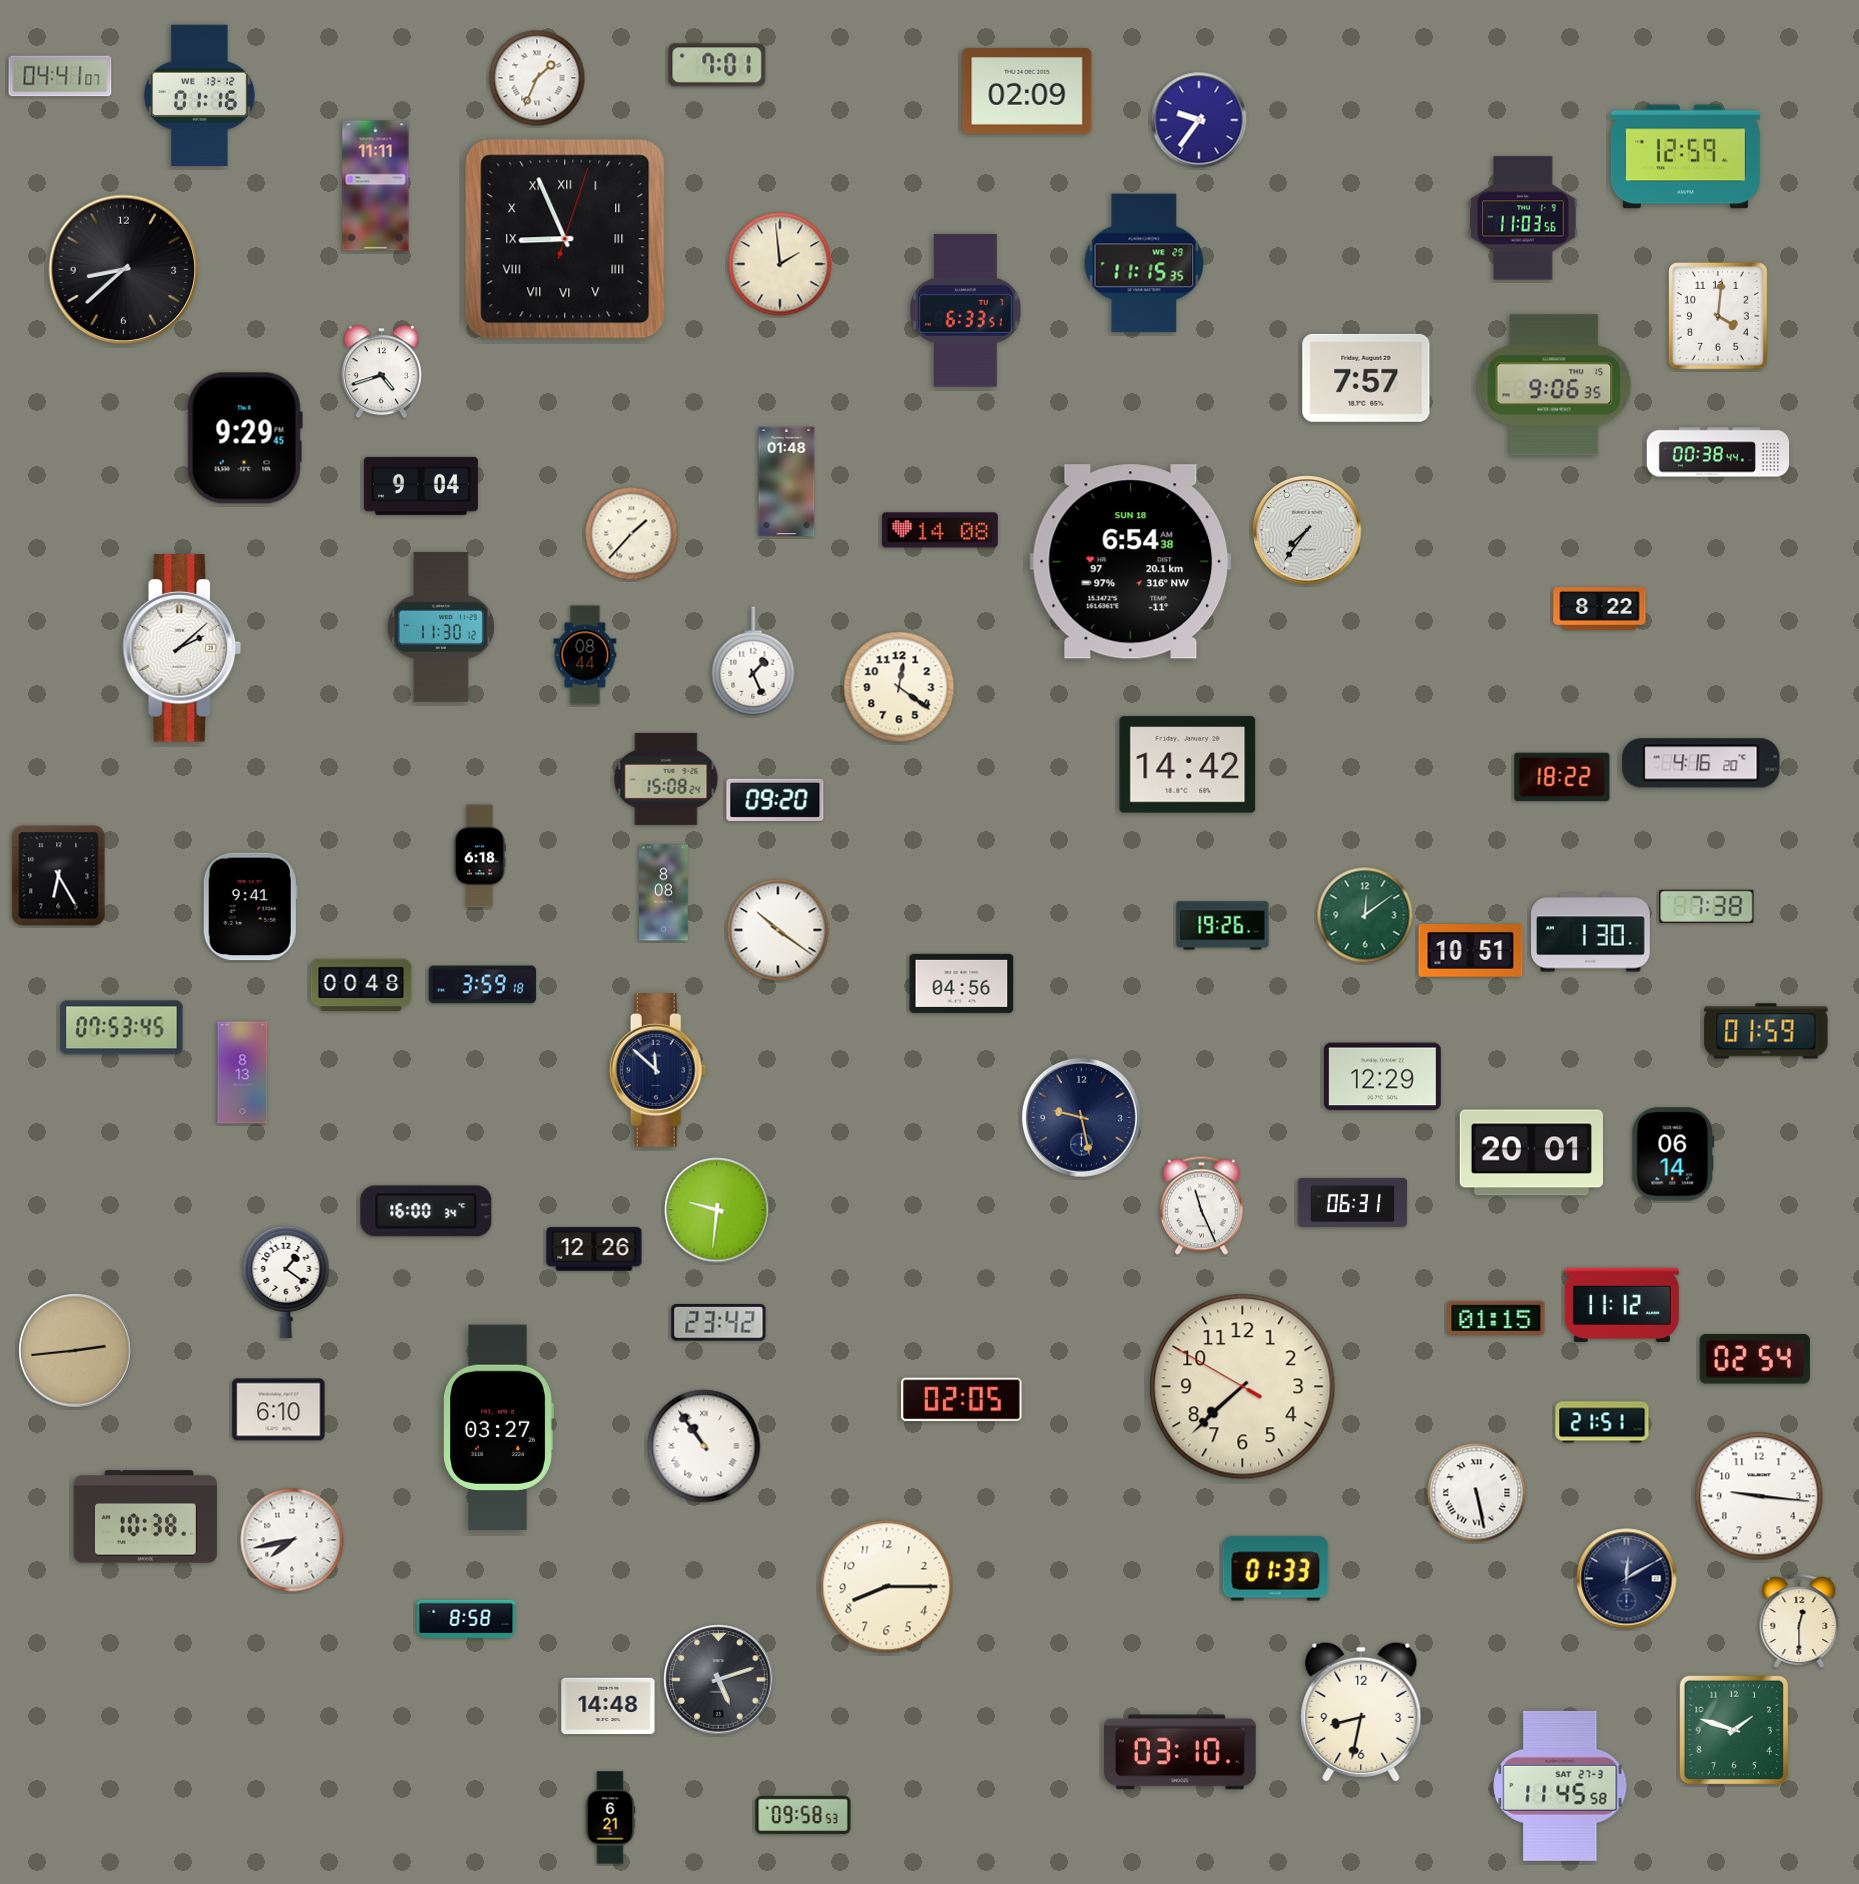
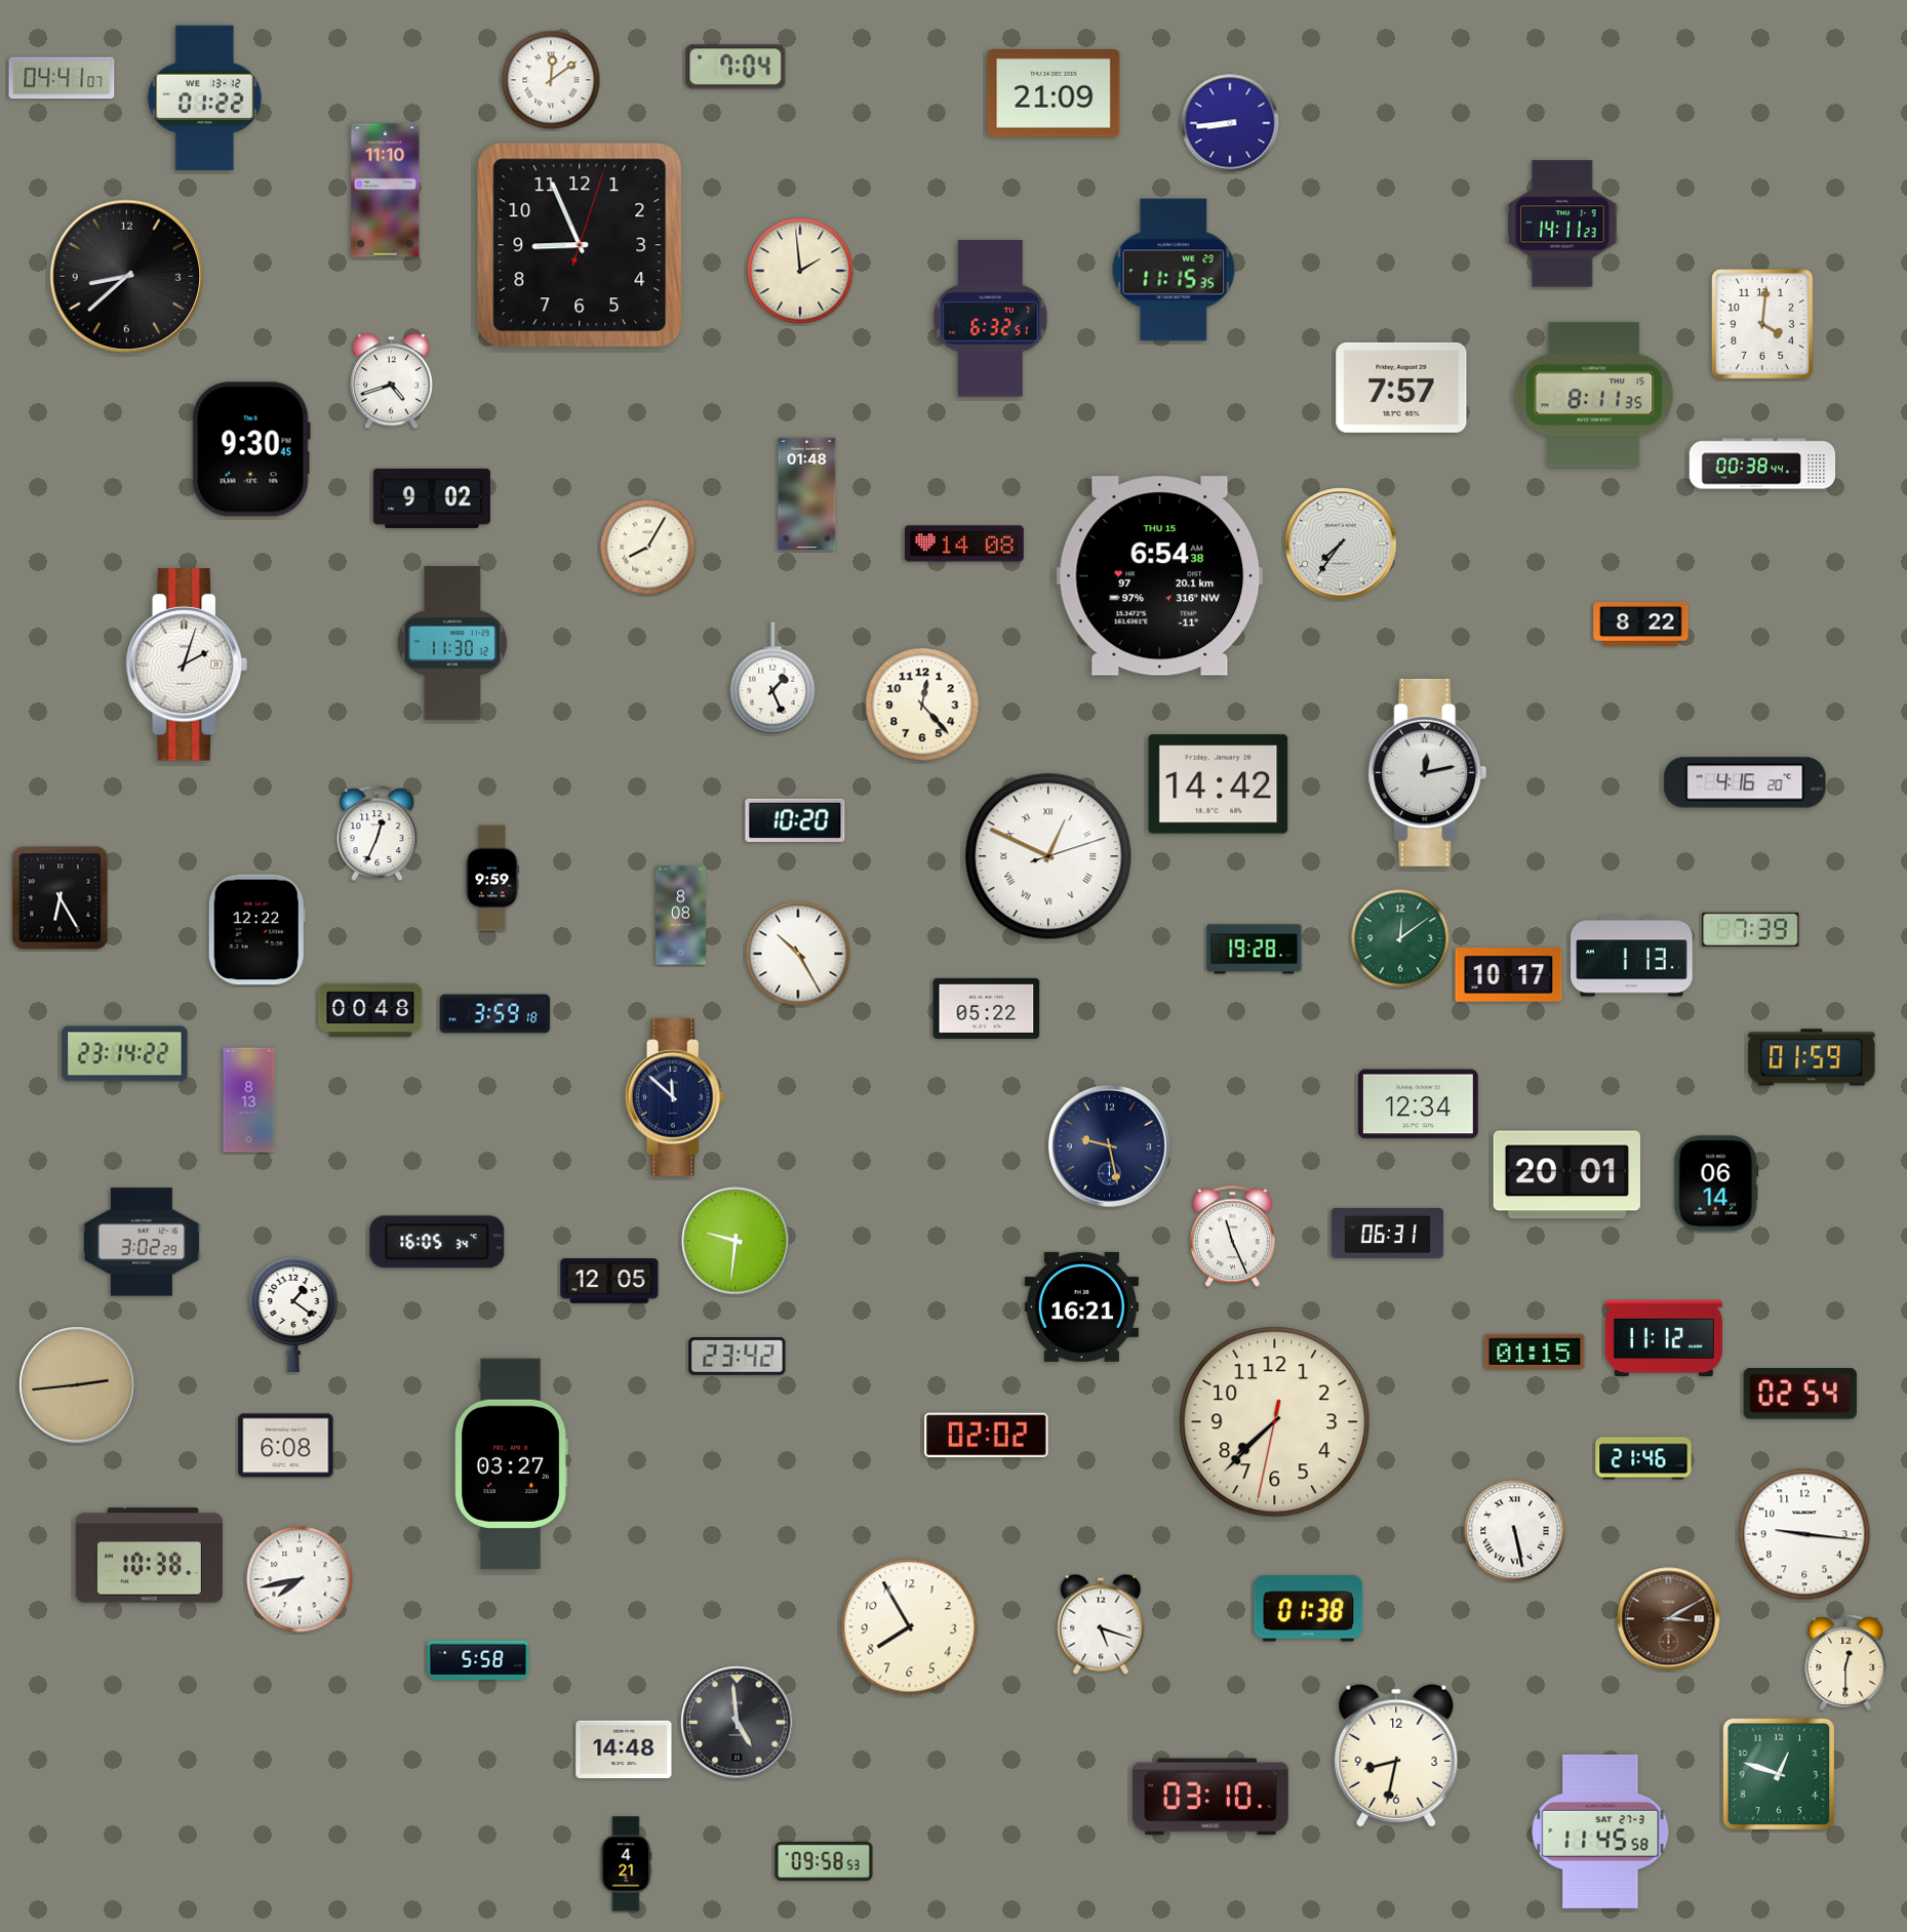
clock at (717, 65): 7:01 -> 7:04
clock at (537, 78): 1:34 -> 12:09
clock at (1027, 91): 02:09 -> 21:09
clock at (199, 96): 01:16 -> 01:22
clock at (1199, 120): 9:36 -> 8:44
clock at (1685, 157): 12:59 -> none
clock at (376, 186): 11:11 -> 11:10
clock at (1523, 218): 11:03 -> 14:11
clock at (565, 239) numerals: Roman -> Arabic
clock at (966, 311): 6:33 -> 6:32
clock at (1554, 385): 9:06 -> 8:11
clock at (245, 438): 9:29 -> 9:30
clock at (421, 486): 9:04 -> 9:02
clock at (632, 534): 1:37 -> 8:05
clock at (1131, 562) date: SUN 18 -> THU 15
clock at (182, 648): 2:08 -> 2:03
clock at (585, 655): 08:44 -> none
clock at (899, 687): 12:21 -> 12:23
clock at (1428, 772): none -> 12:13
clock at (1562, 777): 18:22 -> none
clock at (666, 779): 15:08 -> none
clock at (775, 800): 09:20 -> 10:20
clock at (378, 833): none -> 12:34
clock at (1048, 856): none -> 12:49
clock at (480, 856): 6:18 -> 9:59
clock at (1707, 906): 7:38 -> 7:39
clock at (250, 907): 9:41 -> 12:22
clock at (1223, 926): 19:26 -> 19:28
clock at (778, 930): 10:21 -> 10:25
clock at (1591, 933): 1:30 -> 1:13
clock at (1471, 951): 10:51 -> 10:17
clock at (962, 983): 04:56 -> 05:22
clock at (483, 985) position: (483, 985) -> (495, 1014)
clock at (122, 1028): 07:53 -> 23:14
clock at (1382, 1077): 12:29 -> 12:34
clock at (1531, 1153) position: (1531, 1153) -> (1566, 1175)
clock at (142, 1242): none -> 3:02
clock at (426, 1211): 16:00 -> 16:05
clock at (594, 1249): 12:26 -> 12:05
clock at (1081, 1306): none -> 16:21
clock at (1243, 1387): 7:37:50 -> 7:37:32
clock at (962, 1400): 02:05 -> 02:02
clock at (279, 1410): 6:10 -> 6:08
clock at (1602, 1422): 21:51 -> 21:46
clock at (704, 1446): 10:54 -> none
clock at (1276, 1569): 01:33 -> 01:38
clock at (1627, 1579): 12:10 -> 3:10
clock at (1627, 1579) dial: navy -> brown
clock at (1101, 1624): none -> 5:18
clock at (887, 1587): 8:15 -> 7:55
clock at (466, 1619): 8:58 -> 5:58
clock at (719, 1680): 5:12 -> 4:59
clock at (1734, 1730): 1:48 -> 12:48
clock at (610, 1818): 6:21 -> 4:21
